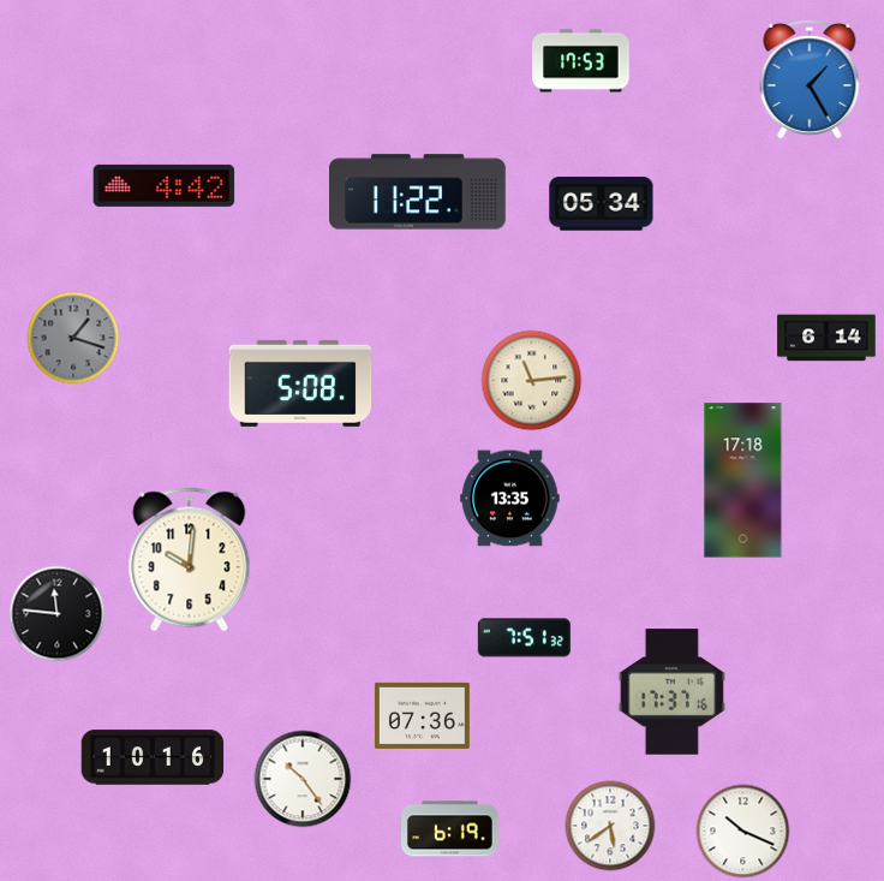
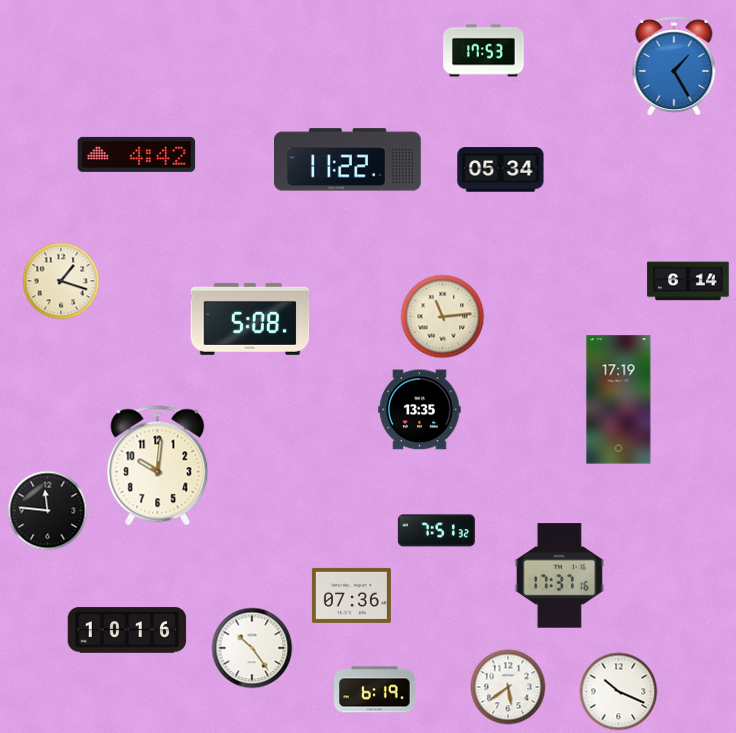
clock at (73, 338) dial: grey -> cream
clock at (743, 481): 17:18 -> 17:19
clock at (510, 499) position: (510, 499) -> (420, 410)
